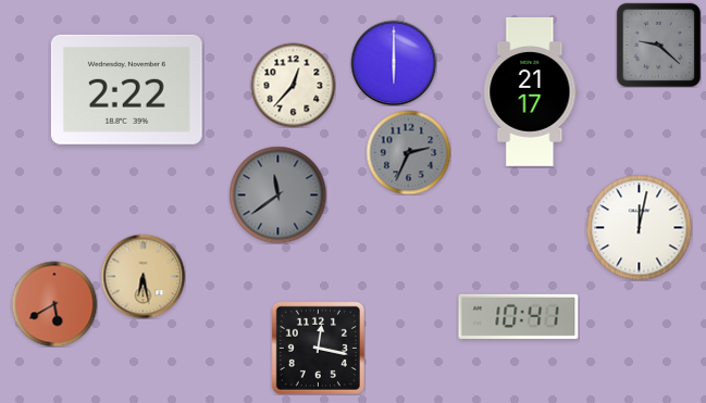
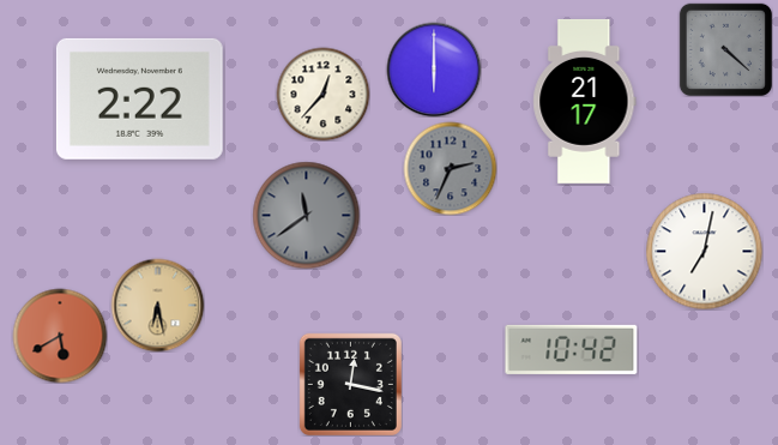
clock at (658, 45): 9:22 -> 4:22
clock at (639, 227): 12:02 -> 7:02
clock at (519, 316): 10:41 -> 10:42
